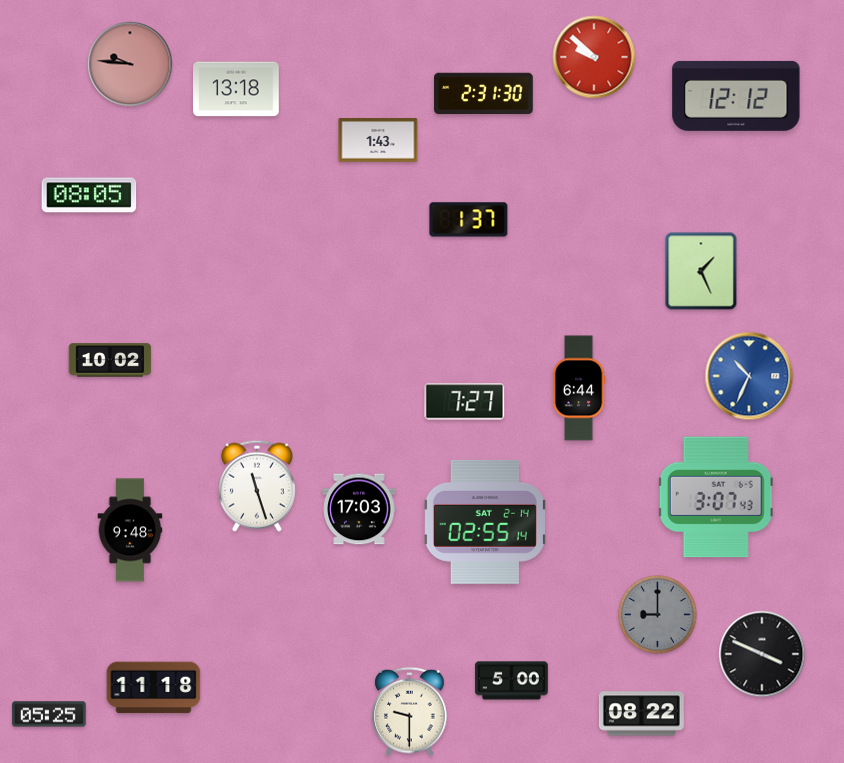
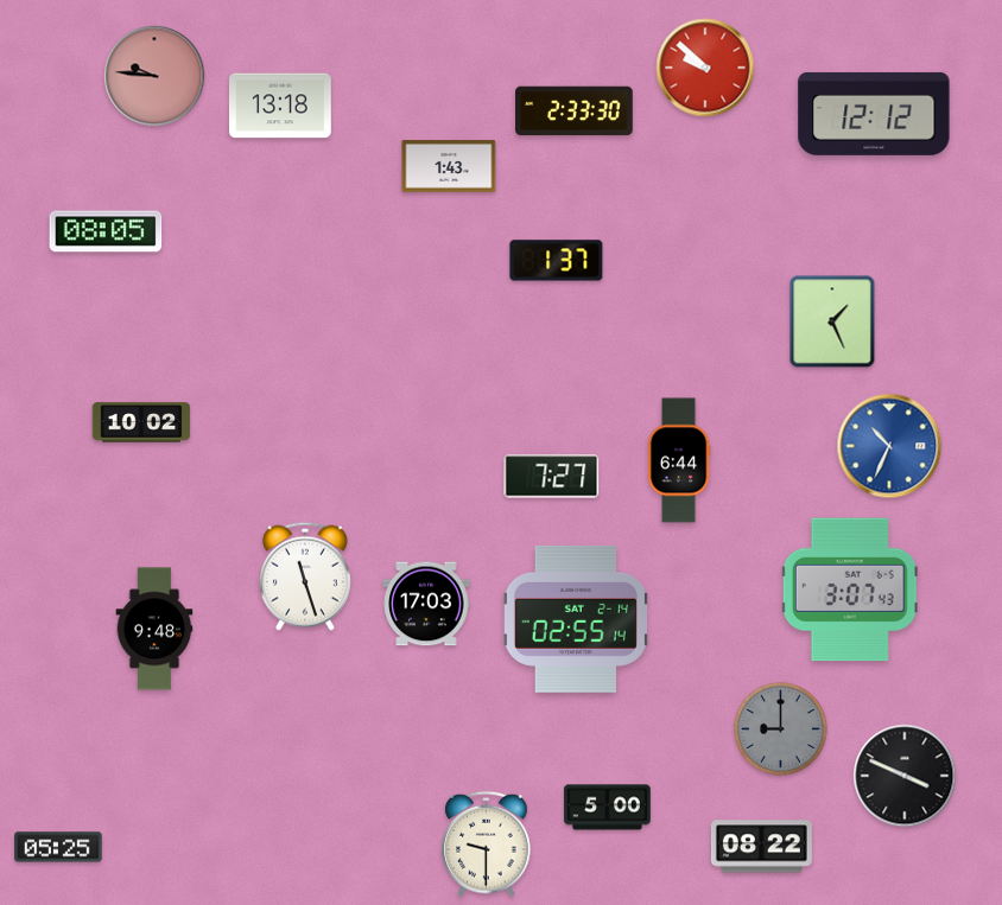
clock at (484, 94): 2:31 -> 2:33
clock at (110, 360) position: (110, 360) -> (141, 422)
clock at (579, 388) position: (579, 388) -> (679, 460)
clock at (154, 688): 11:18 -> none
